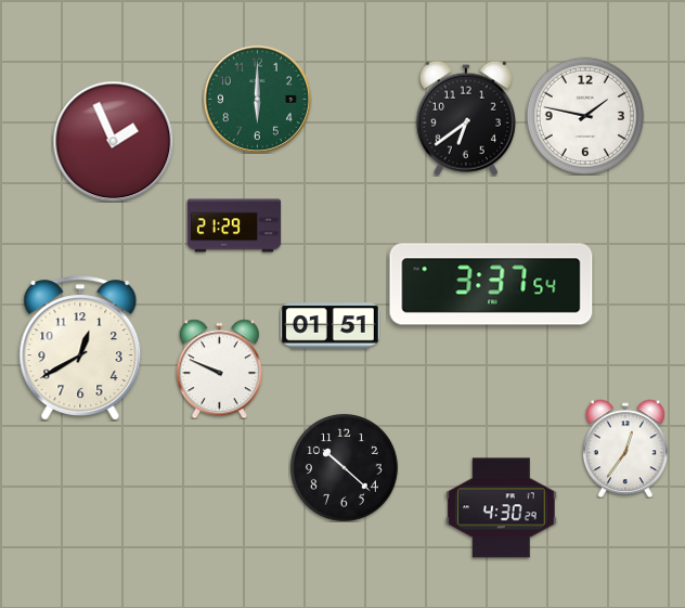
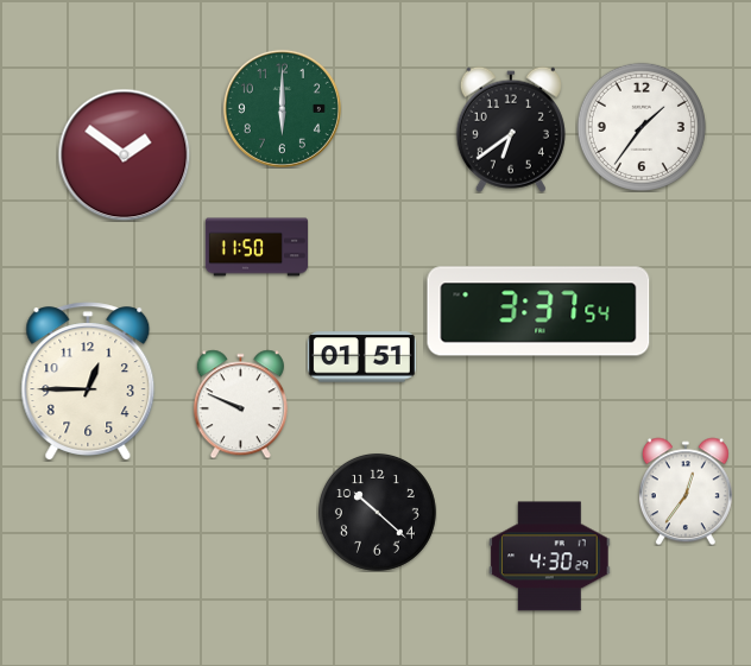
clock at (585, 116): 1:47 -> 1:36
clock at (113, 141): 1:56 -> 1:51
clock at (233, 225): 21:29 -> 11:50
clock at (80, 348): 12:40 -> 12:45
